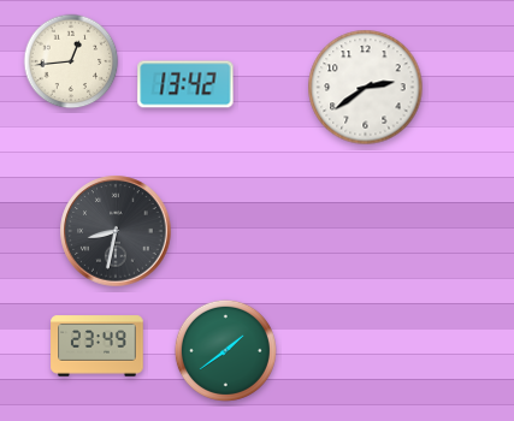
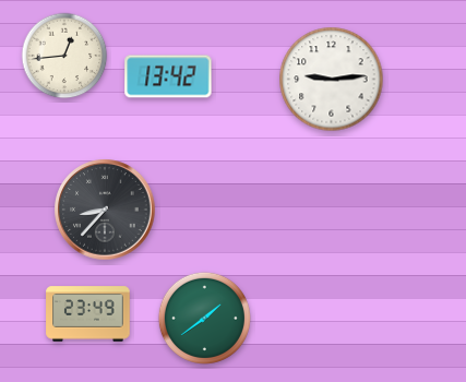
clock at (366, 88): 2:39 -> 9:14
clock at (116, 231): 8:32 -> 8:37
